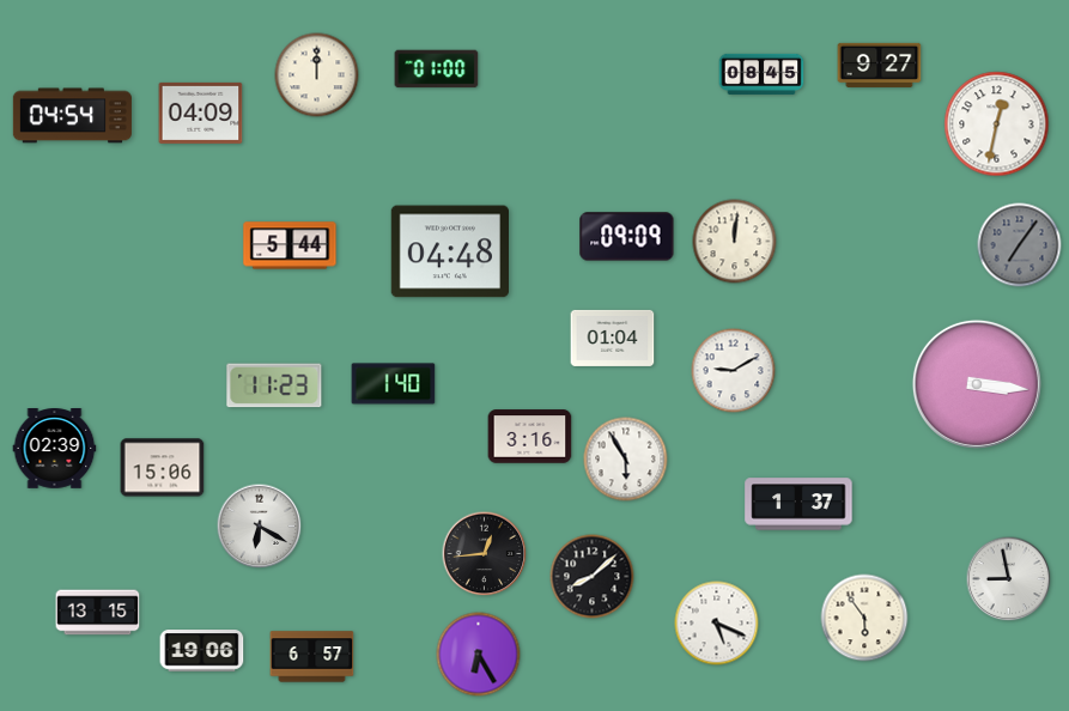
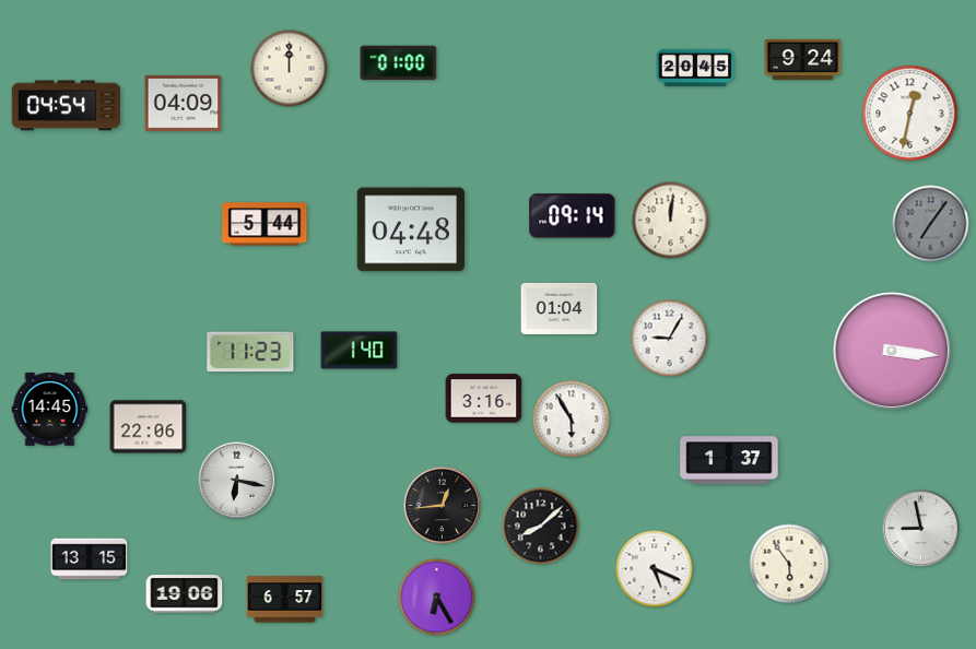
clock at (880, 65): 9:27 -> 9:24
clock at (761, 74): 08:45 -> 20:45
clock at (627, 237): 09:09 -> 09:14
clock at (734, 371): 9:10 -> 9:05
clock at (55, 449): 02:39 -> 14:45
clock at (163, 468): 15:06 -> 22:06
clock at (260, 527): 6:20 -> 6:17
